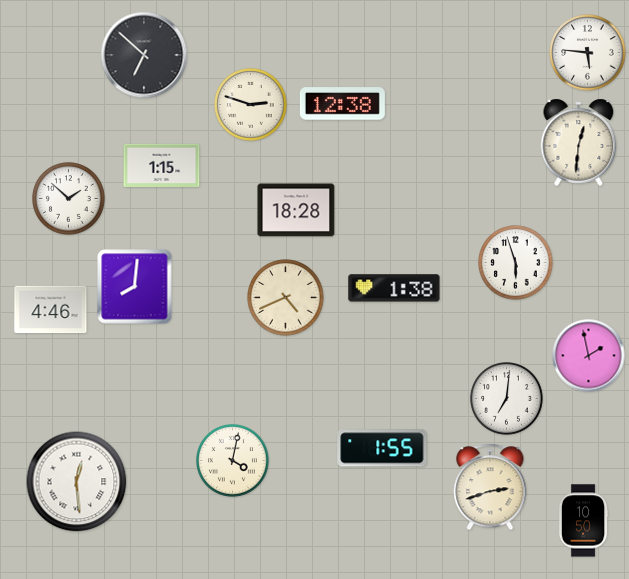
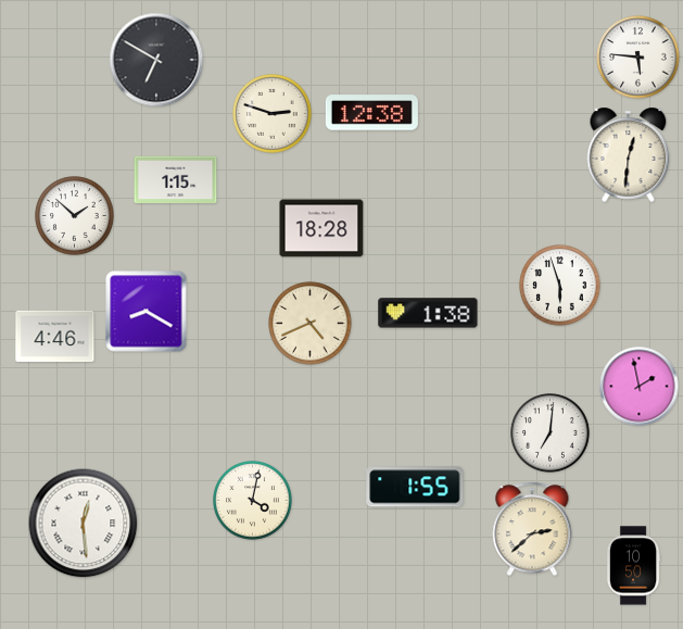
clock at (144, 55): 6:52 -> 6:50
clock at (135, 287): 8:01 -> 8:20
clock at (490, 487): 2:42 -> 2:38
